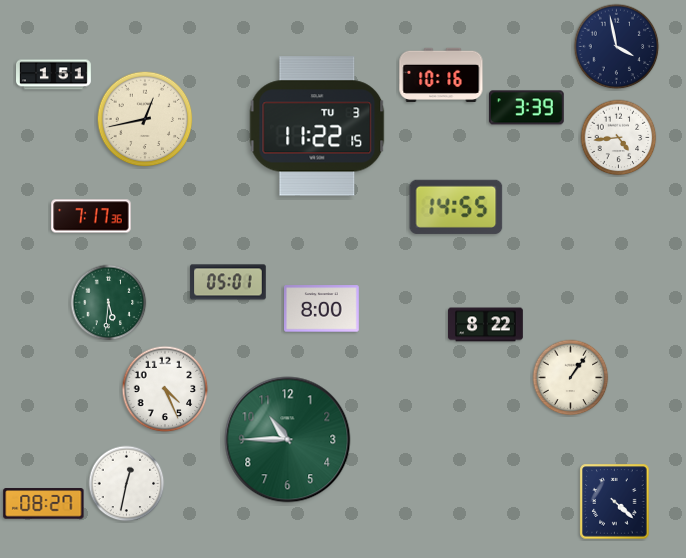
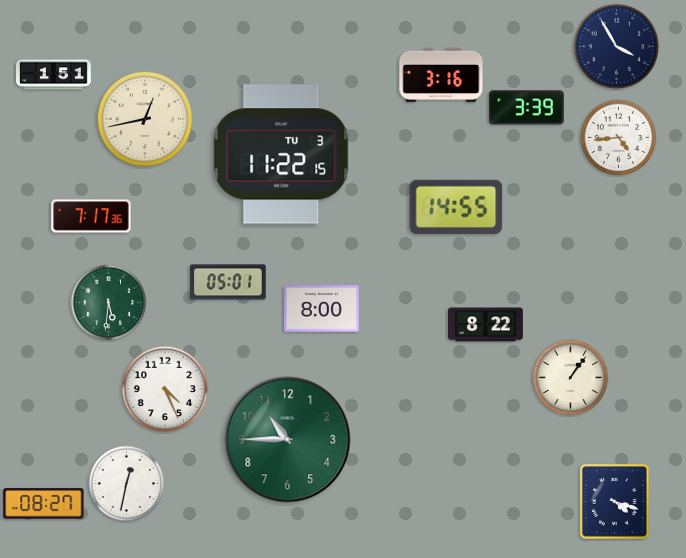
clock at (617, 47): 3:58 -> 3:55
clock at (441, 75): 10:16 -> 3:16
clock at (317, 126) position: (317, 126) -> (281, 154)
clock at (615, 502): 4:22 -> 4:18
